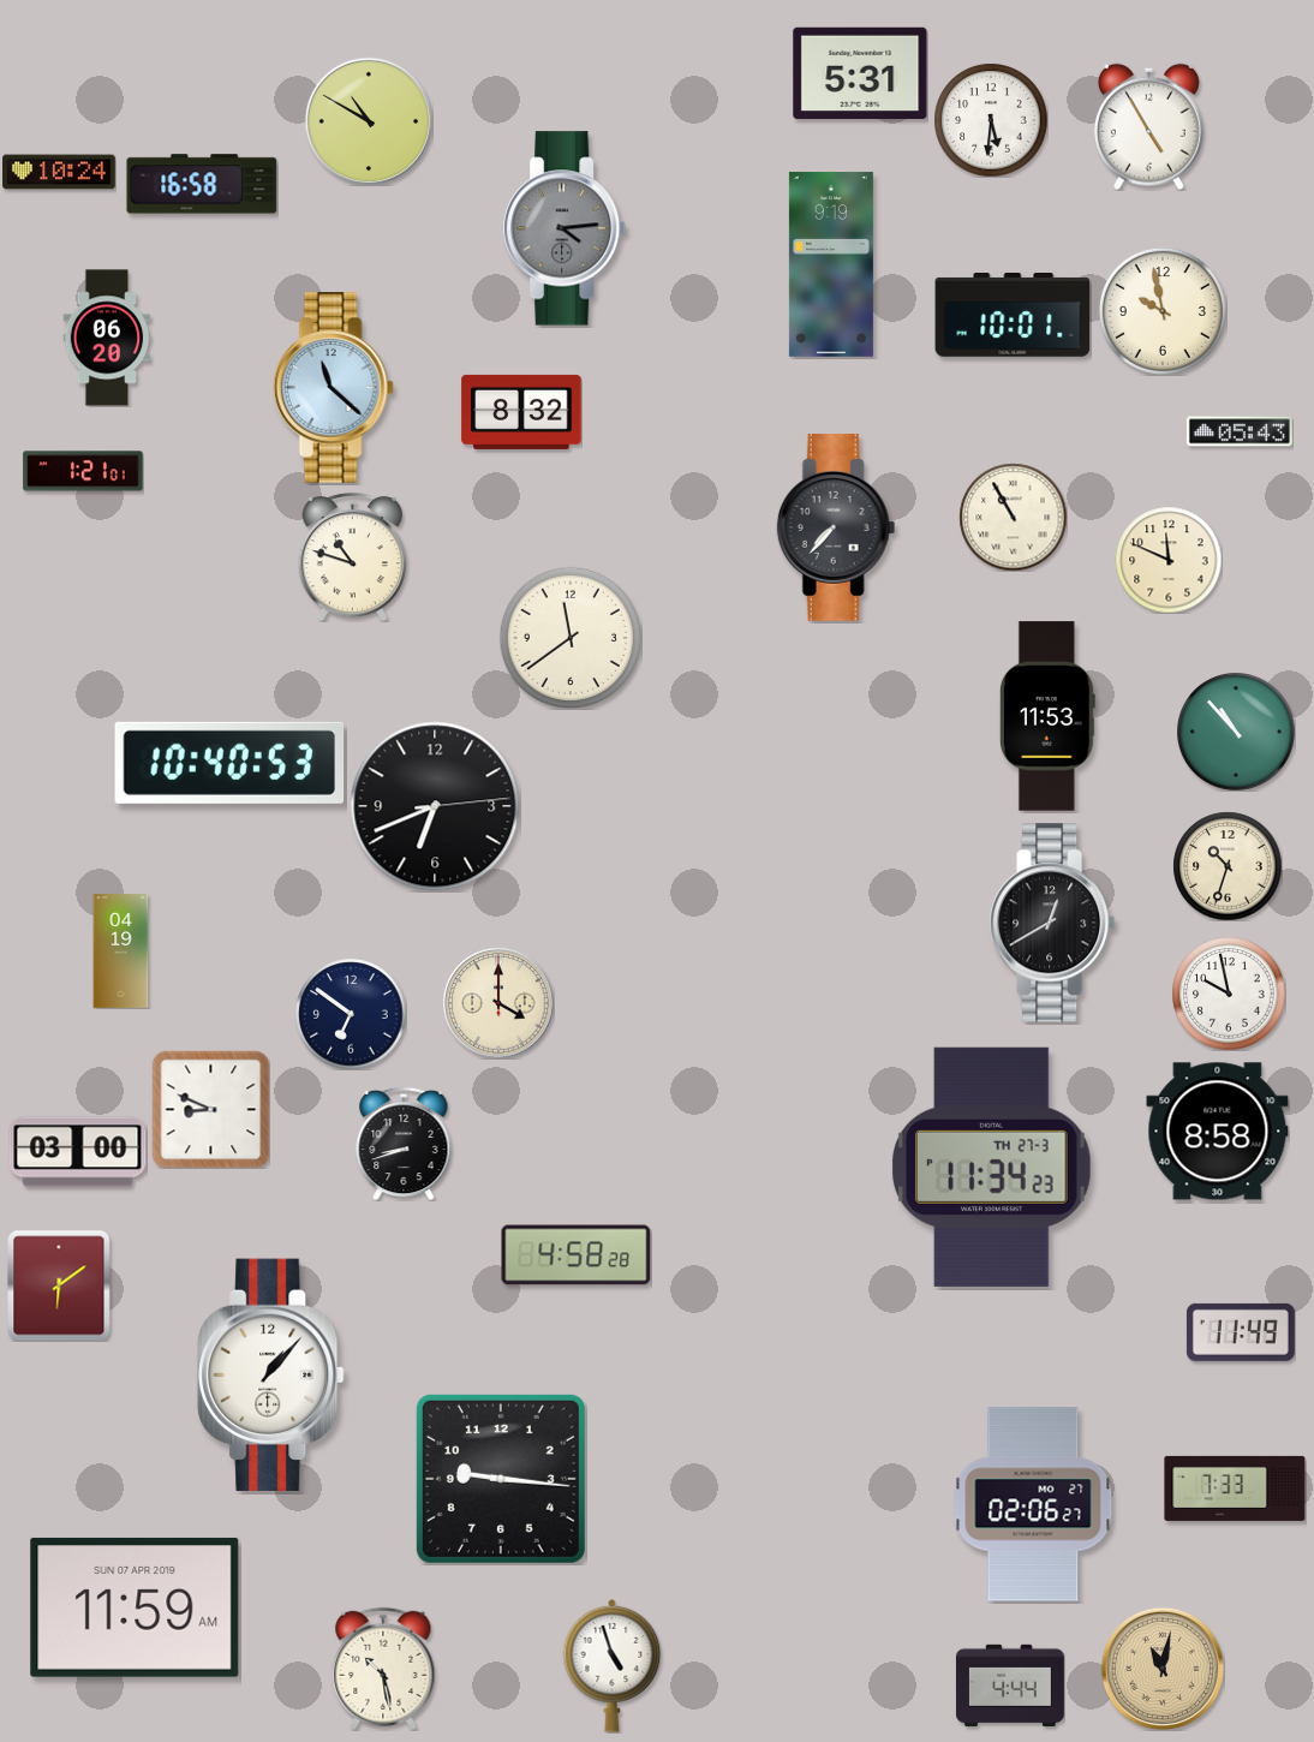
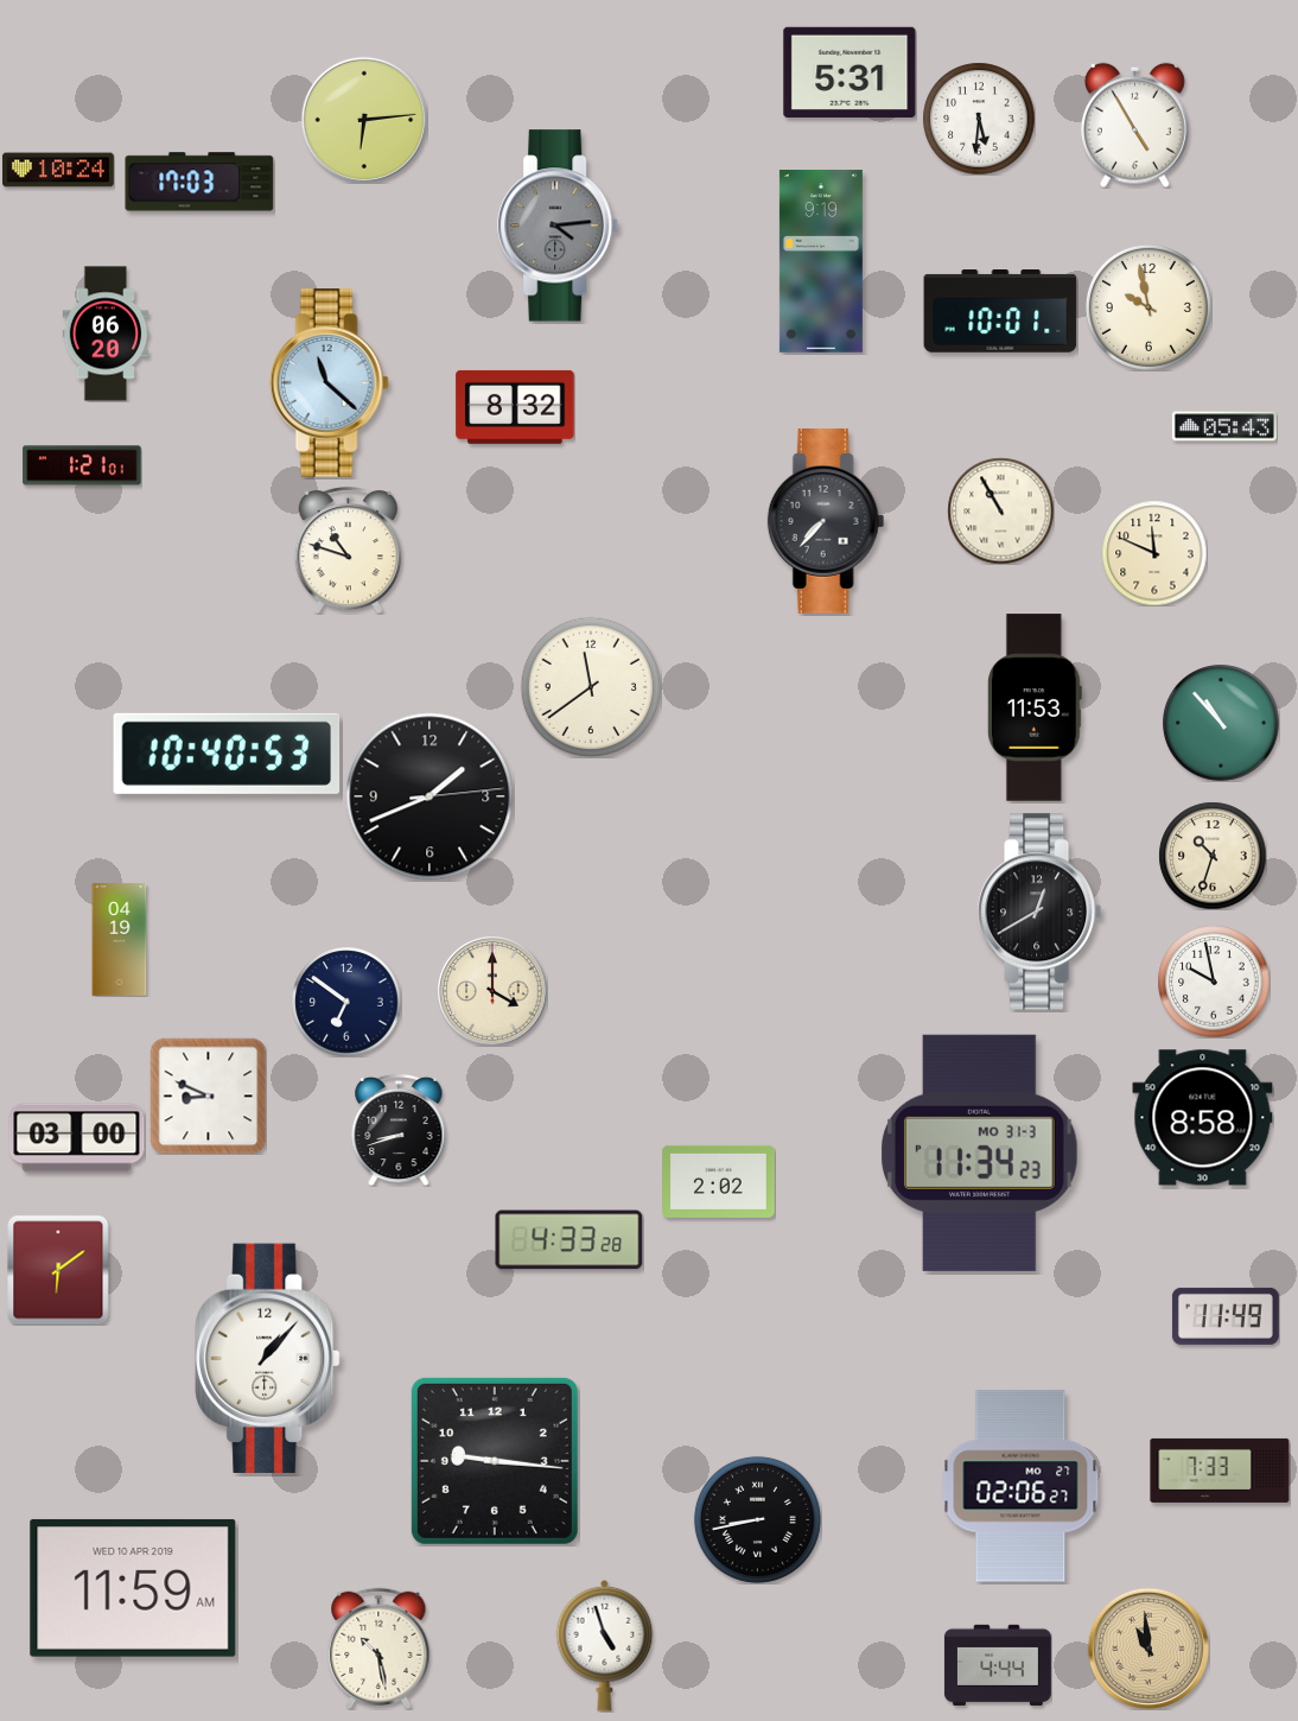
clock at (369, 121): 10:50 -> 6:14
clock at (202, 184): 16:58 -> 17:03
clock at (569, 637) position: (569, 637) -> (590, 686)
clock at (435, 806): 6:41 -> 1:41
clock at (992, 1167) date: TH 27-3 -> MO 31-3
clock at (719, 1181): none -> 2:02
clock at (577, 1255): 4:58 -> 4:33
clock at (757, 1519): none -> 8:43
clock at (135, 1607) date: SUN 07 APR 2019 -> WED 10 APR 2019
clock at (1163, 1669): 11:02 -> 10:59
